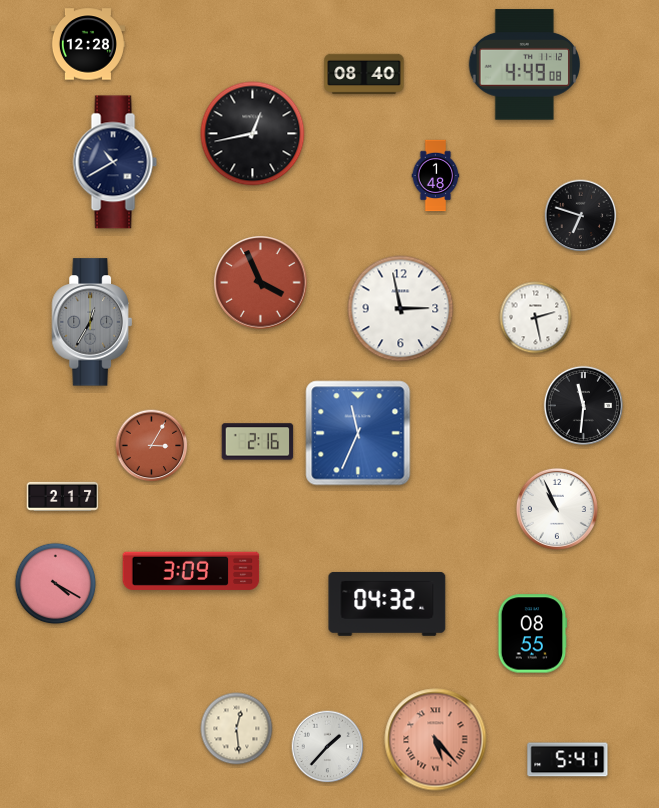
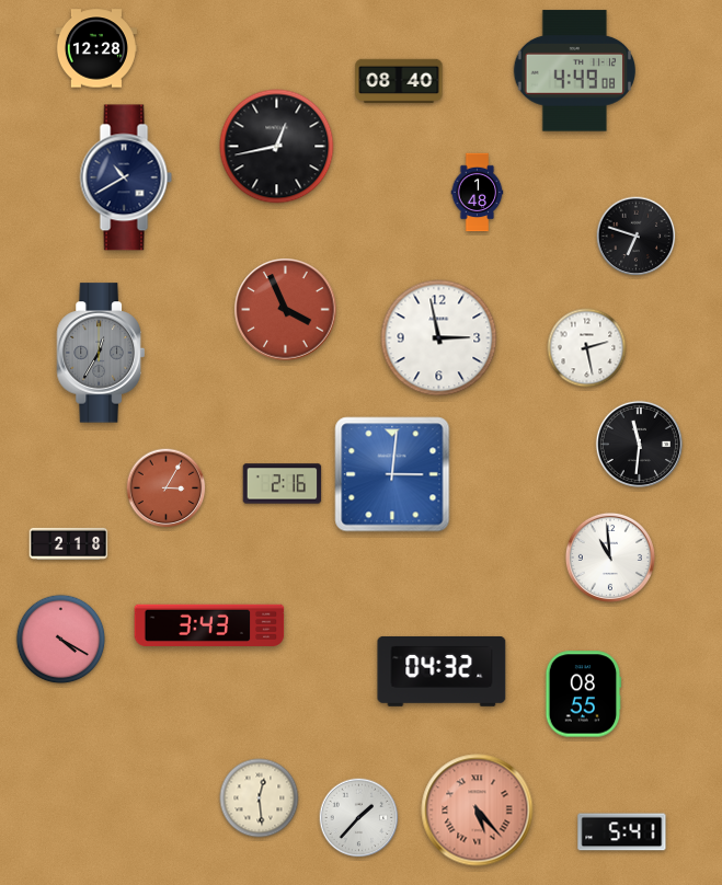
clock at (358, 433): 11:34 -> 3:01
clock at (63, 496): 2:17 -> 2:18
clock at (557, 509): 10:56 -> 10:59
clock at (191, 571): 3:09 -> 3:43
clock at (387, 604) position: (387, 604) -> (442, 671)
